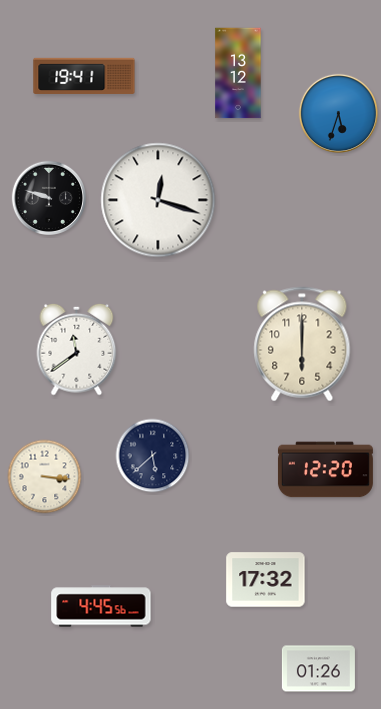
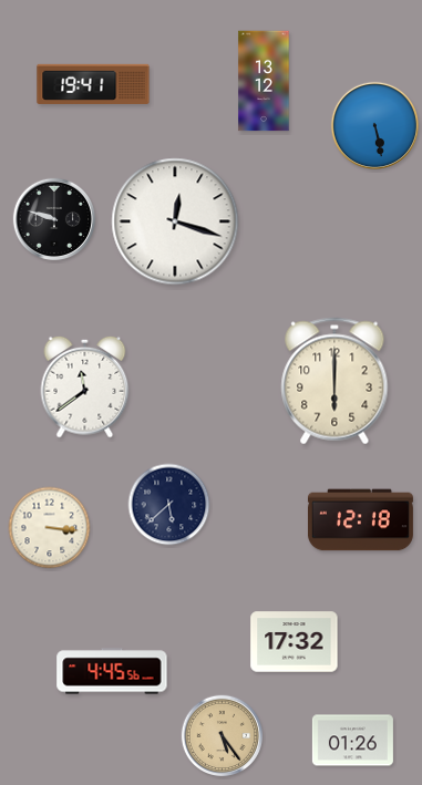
clock at (338, 113): 5:33 -> 5:28
clock at (325, 470): 12:20 -> 12:18
clock at (223, 736): none -> 5:24
